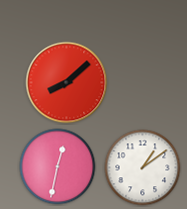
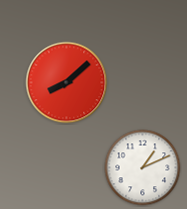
clock at (58, 167): 12:32 -> none
clock at (143, 168): 1:09 -> 1:11
